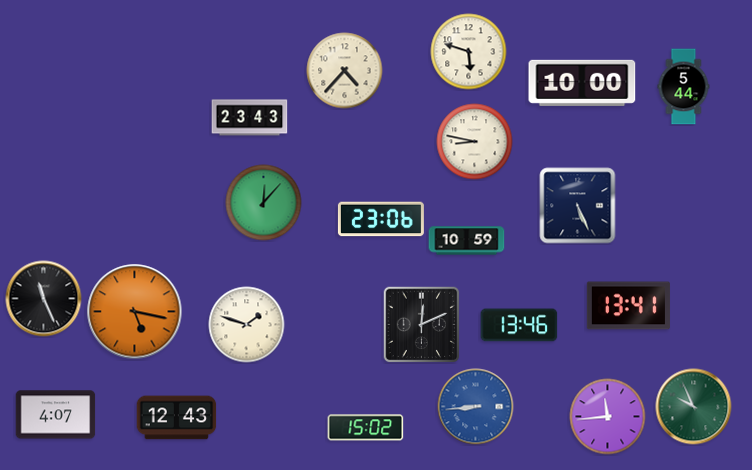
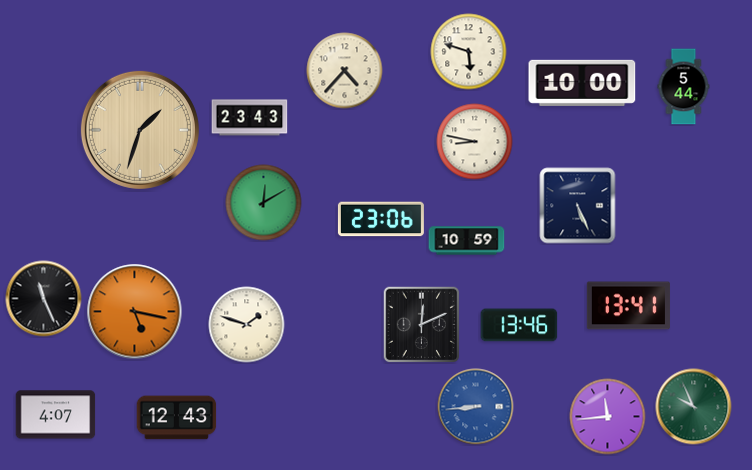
clock at (140, 130): none -> 1:33
clock at (264, 203): 12:07 -> 12:10
clock at (366, 428): 15:02 -> none
